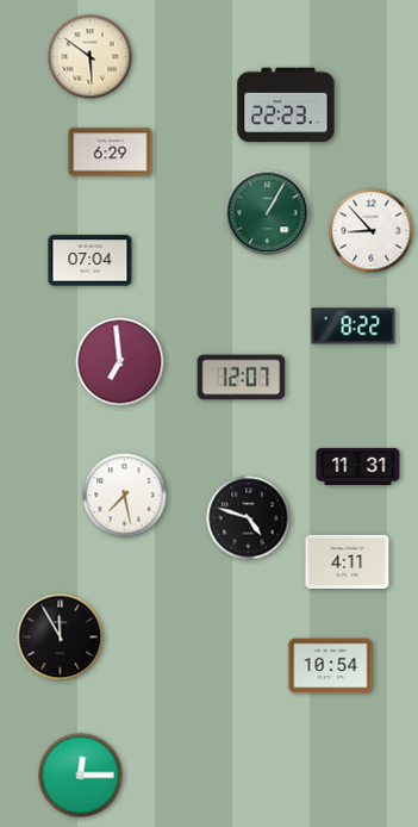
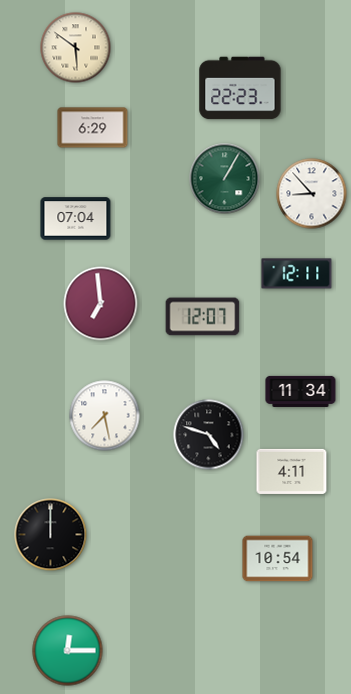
clock at (354, 327): 8:22 -> 12:11
clock at (358, 466): 11:31 -> 11:34
clock at (61, 638): 11:55 -> 12:00
